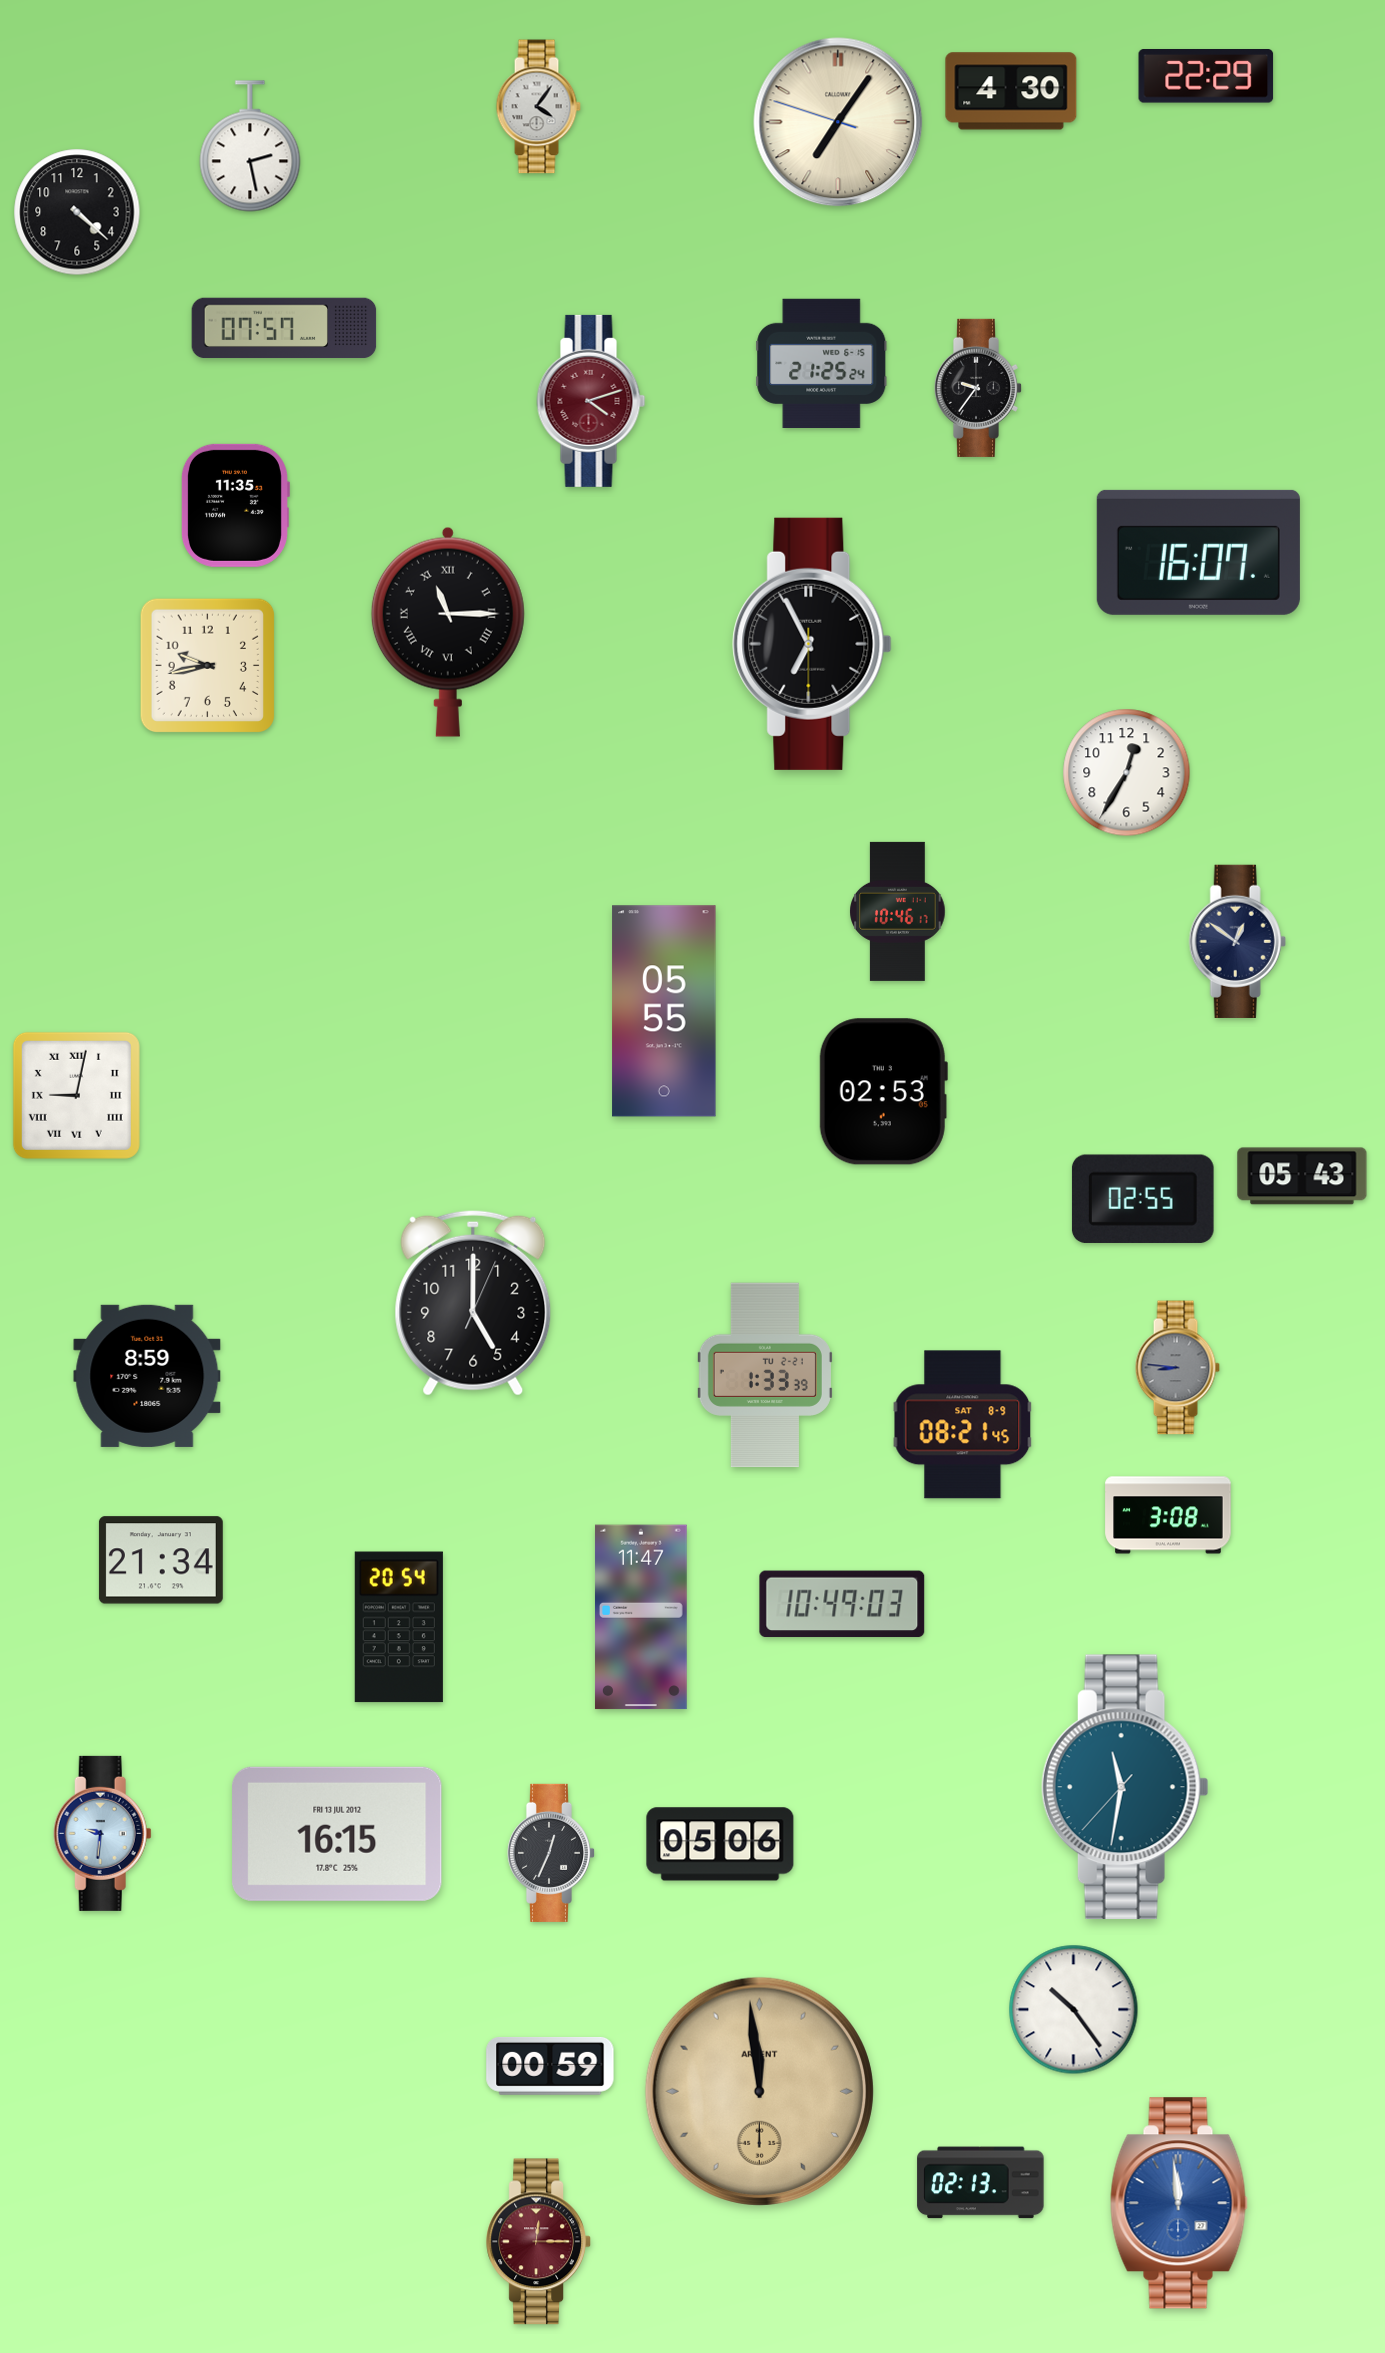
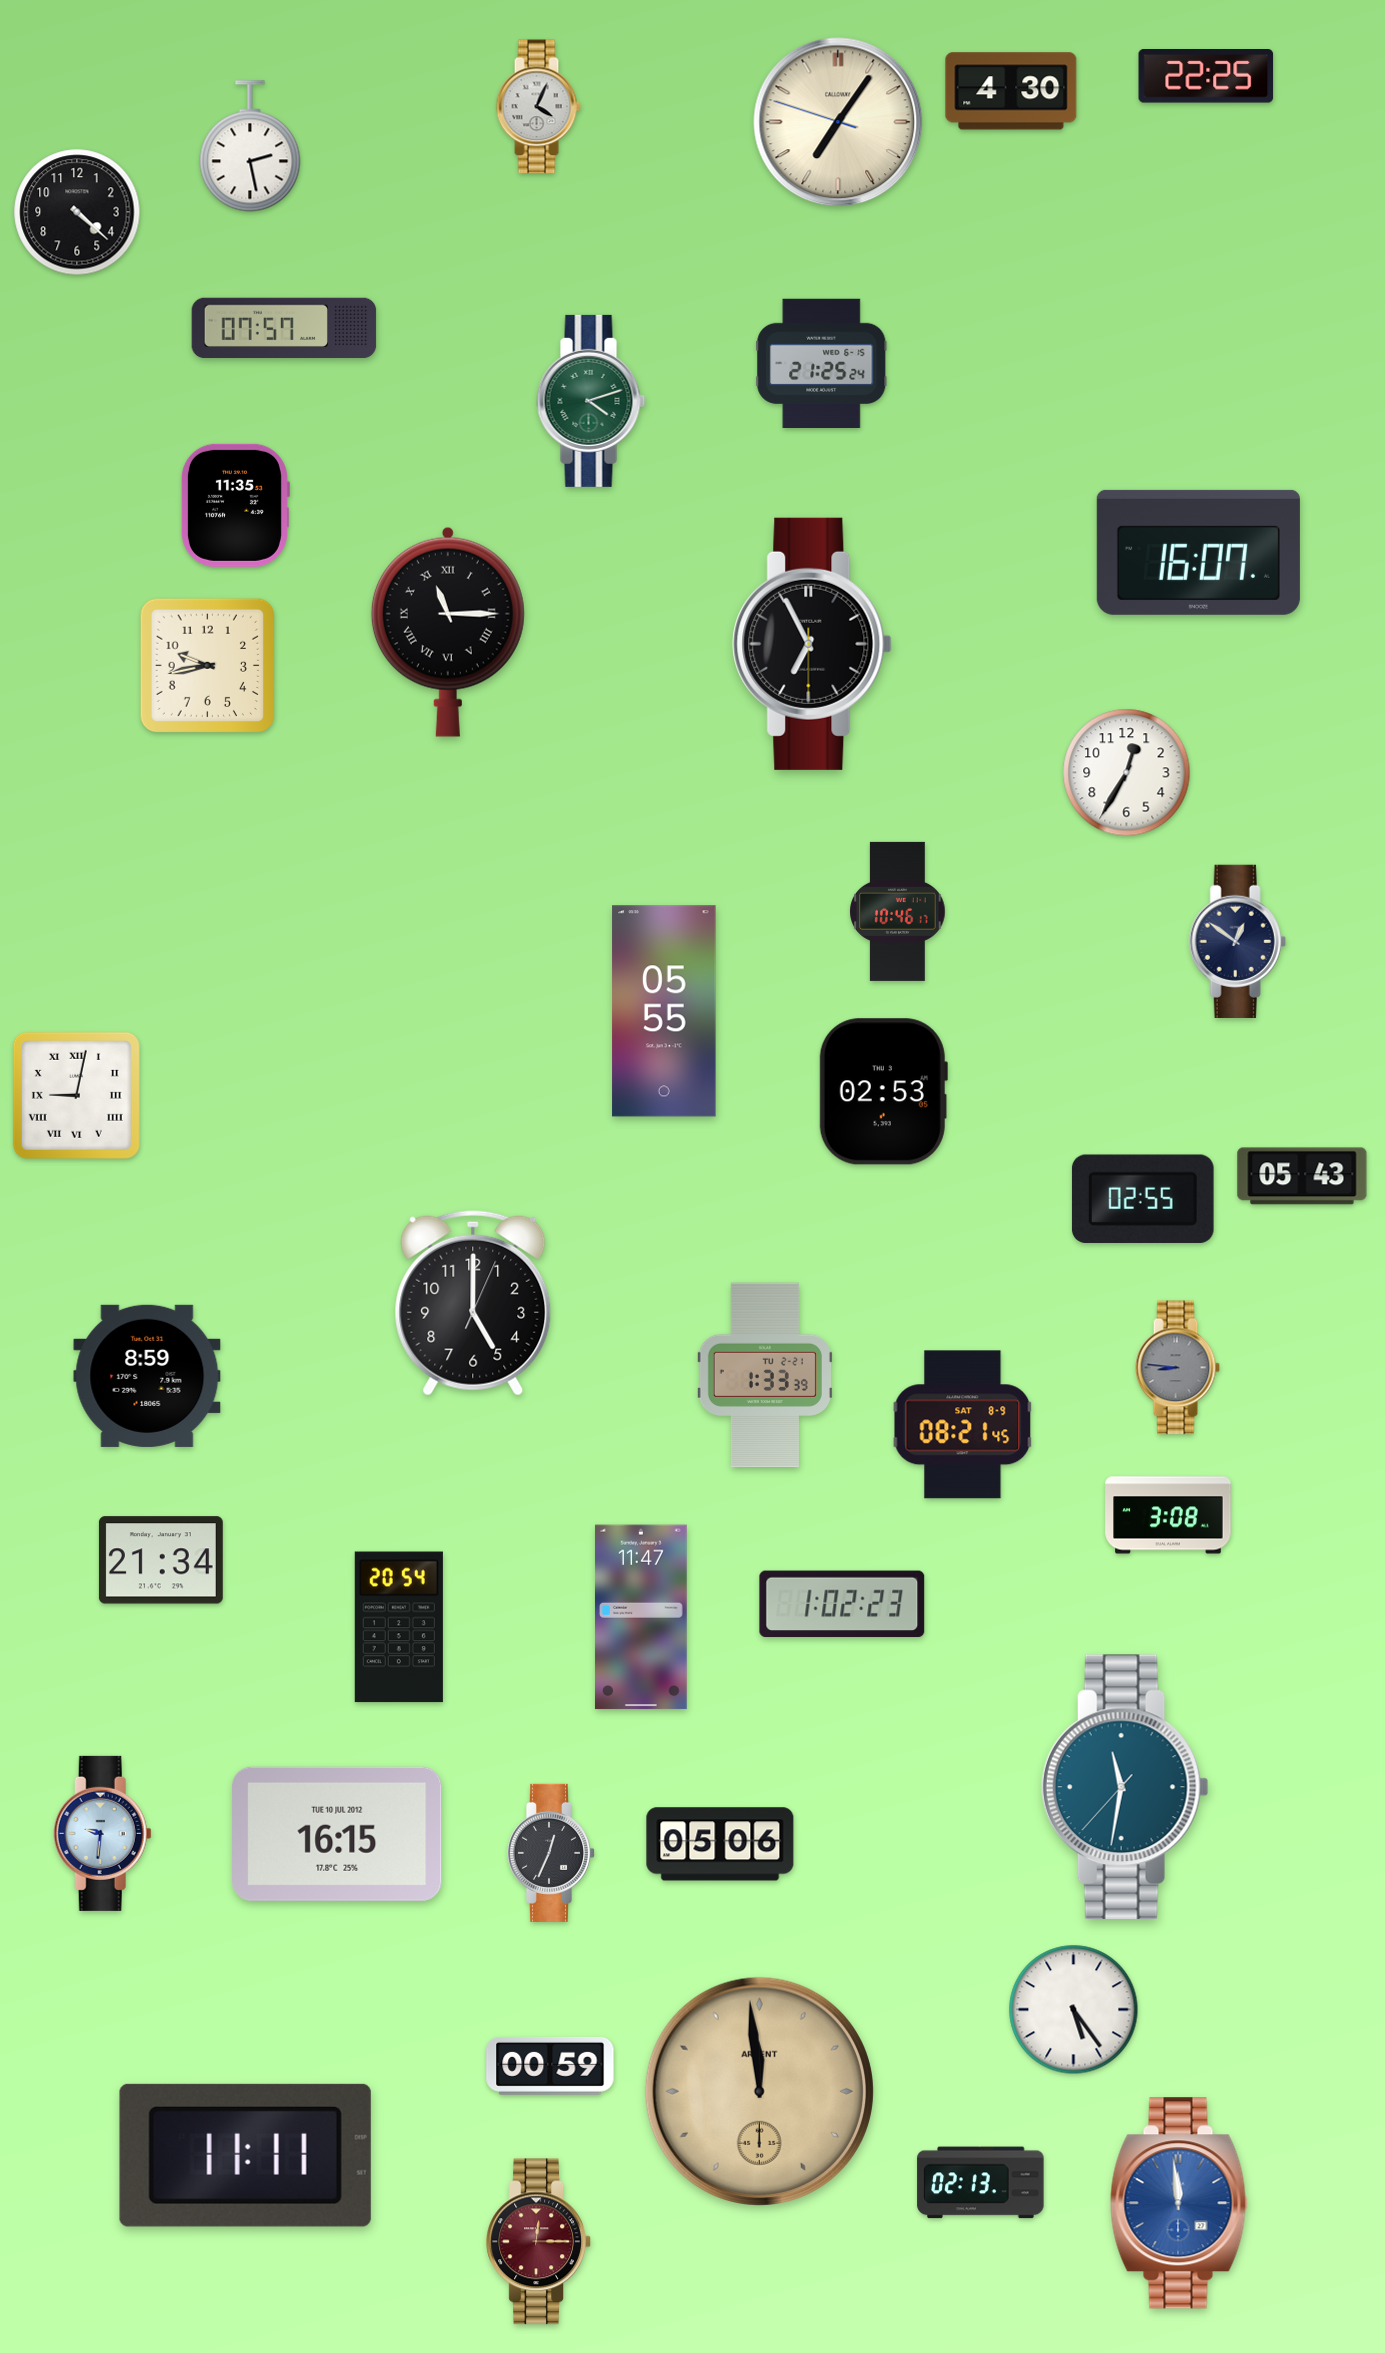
clock at (1206, 77): 22:29 -> 22:25
clock at (538, 107): 4:06 -> 4:04
clock at (977, 388): 9:36 -> none
clock at (591, 401) dial: burgundy -> green
clock at (842, 1604): 10:49 -> 1:02
clock at (337, 1834) date: FRI 13 JUL 2012 -> TUE 10 JUL 2012
clock at (1074, 2010): 10:24 -> 5:24
clock at (245, 2155): none -> 11:11
